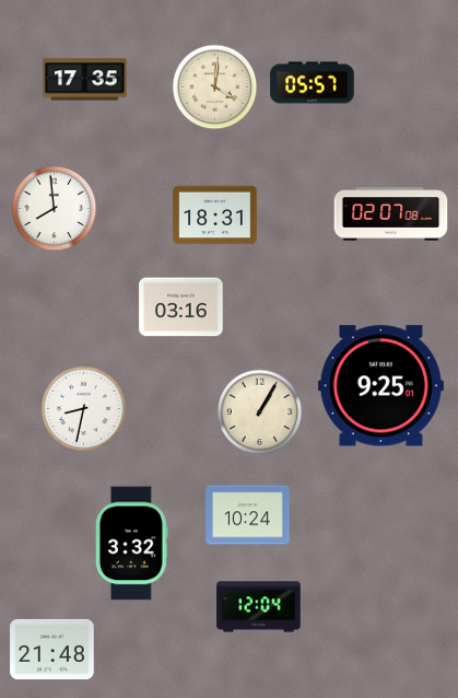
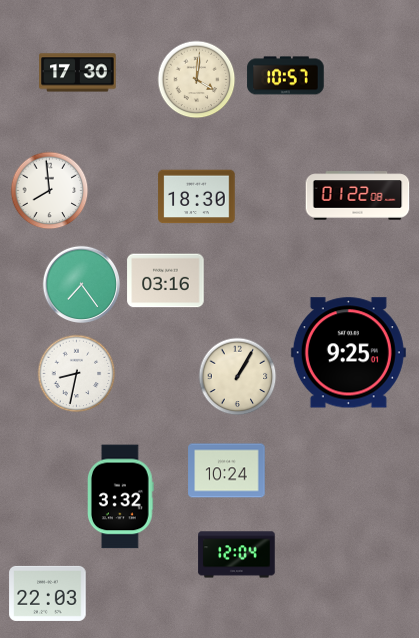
clock at (85, 80): 17:35 -> 17:30
clock at (313, 83): 05:57 -> 10:57
clock at (391, 214): 02:07 -> 01:22
clock at (215, 216): 18:31 -> 18:30
clock at (81, 284): none -> 7:24
clock at (52, 649): 21:48 -> 22:03
